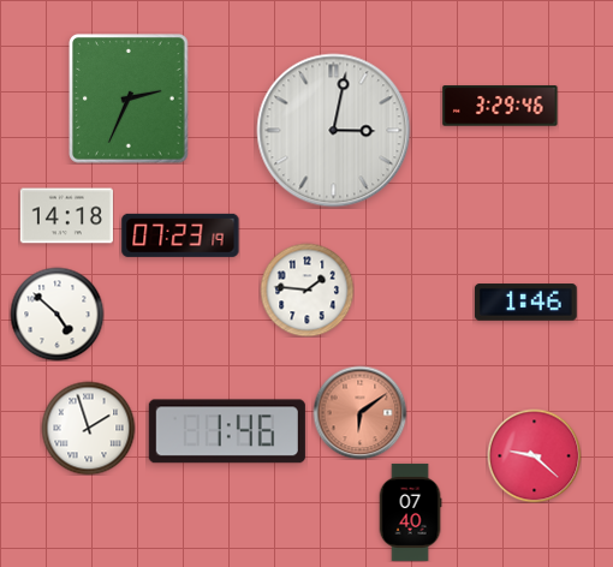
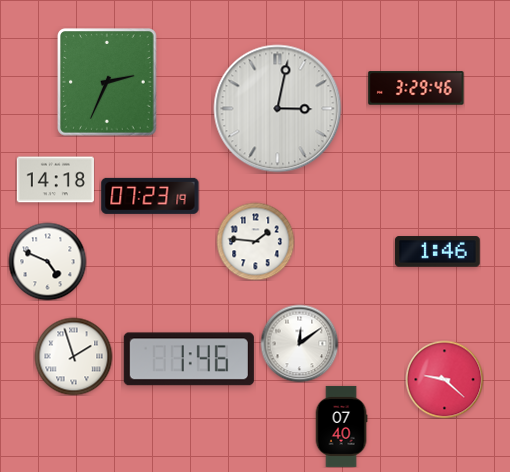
clock at (56, 314): 4:52 -> 4:49
clock at (359, 412): 6:09 -> 12:09
clock at (359, 412) dial: salmon -> white
